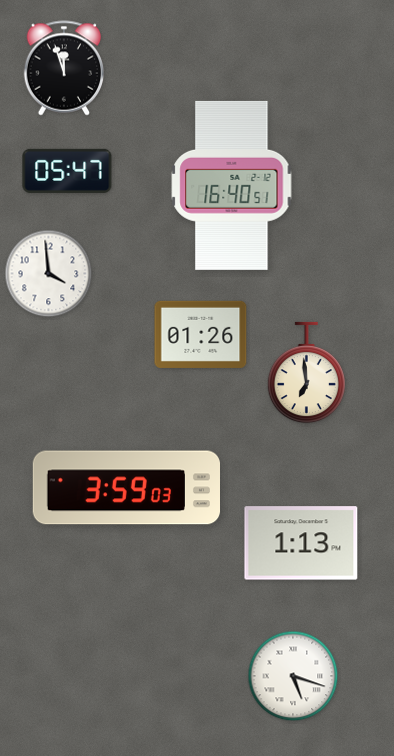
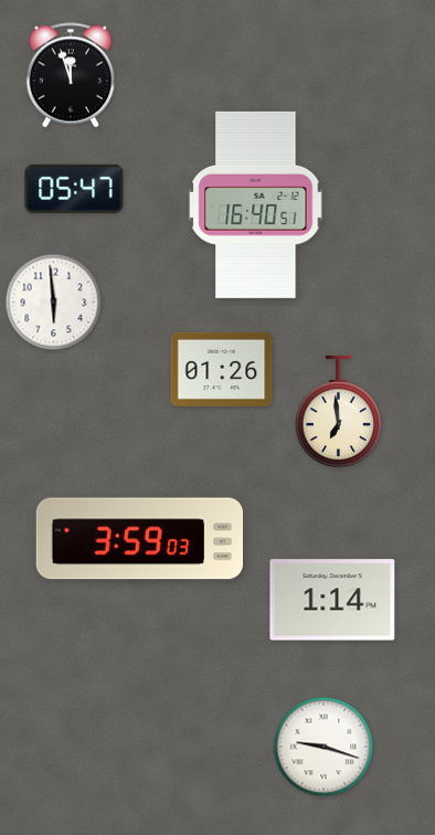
clock at (49, 274): 3:59 -> 5:59
clock at (301, 543): 1:13 -> 1:14
clock at (293, 676): 5:18 -> 9:18
